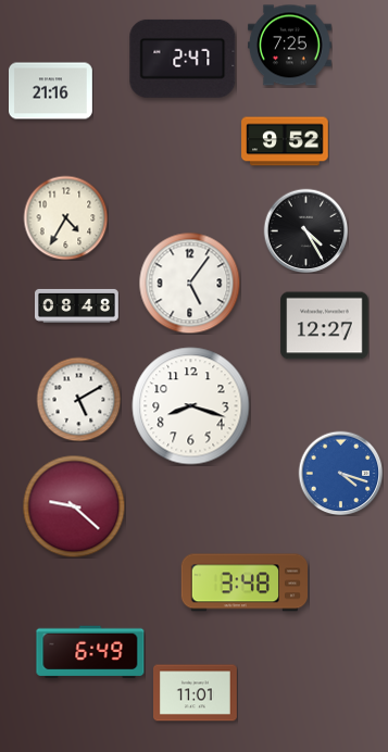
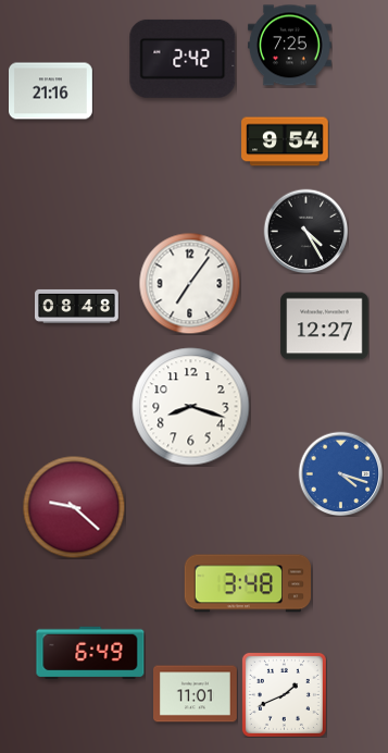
clock at (183, 59): 2:47 -> 2:42
clock at (285, 141): 9:52 -> 9:54
clock at (65, 217): 4:35 -> none
clock at (189, 283): 5:06 -> 7:06
clock at (78, 399): 5:10 -> none
clock at (245, 582) position: (245, 582) -> (248, 583)
clock at (284, 694): none -> 1:41
